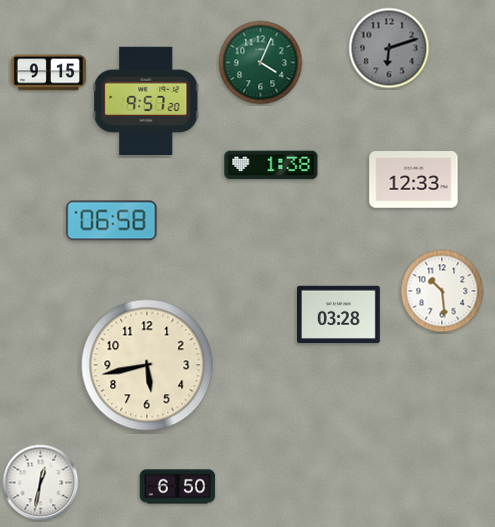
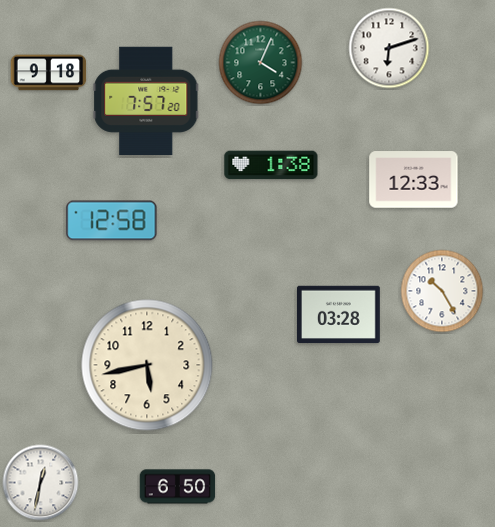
clock at (389, 48) dial: grey -> white
clock at (49, 73): 9:15 -> 9:18
clock at (146, 100): 9:57 -> 7:57
clock at (112, 221): 06:58 -> 12:58
clock at (442, 291): 10:29 -> 10:25
